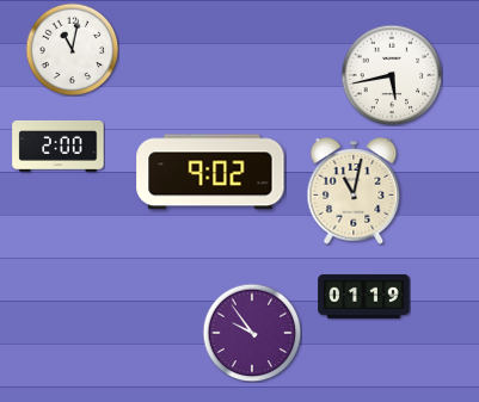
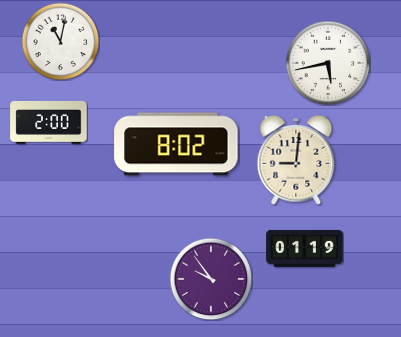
clock at (210, 172): 9:02 -> 8:02
clock at (354, 192): 11:02 -> 9:01
